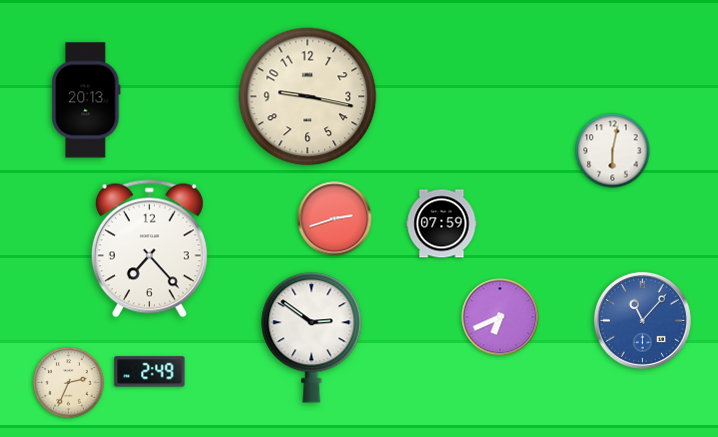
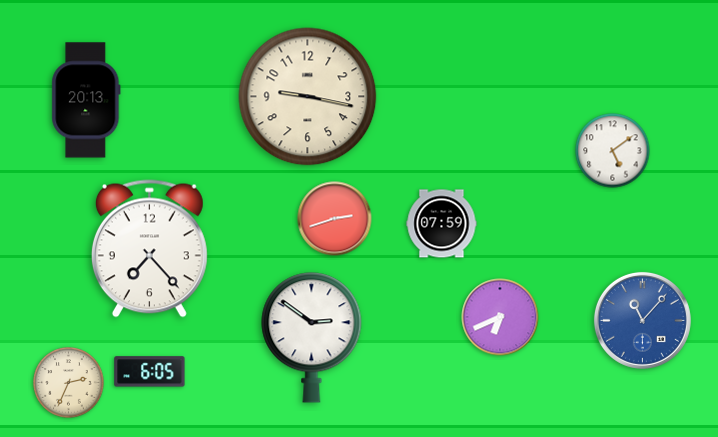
clock at (613, 151): 6:02 -> 5:09
clock at (150, 372): 2:49 -> 6:05
